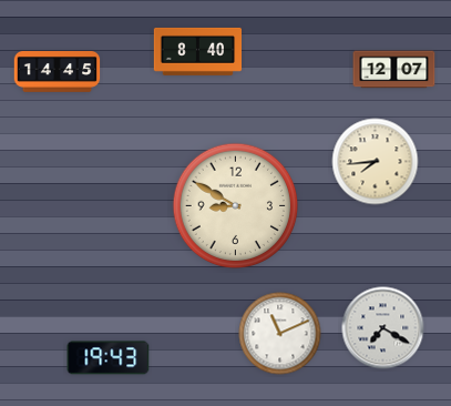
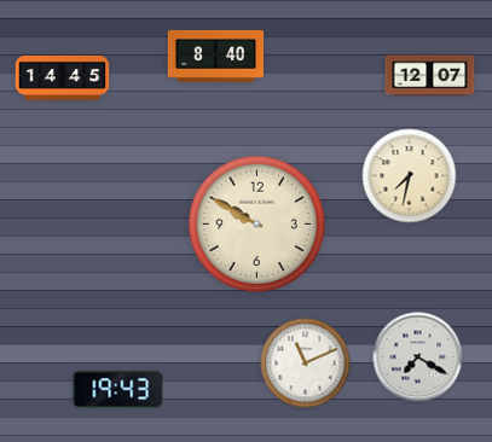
clock at (376, 162): 7:44 -> 7:32
clock at (236, 206): 8:50 -> 9:50
